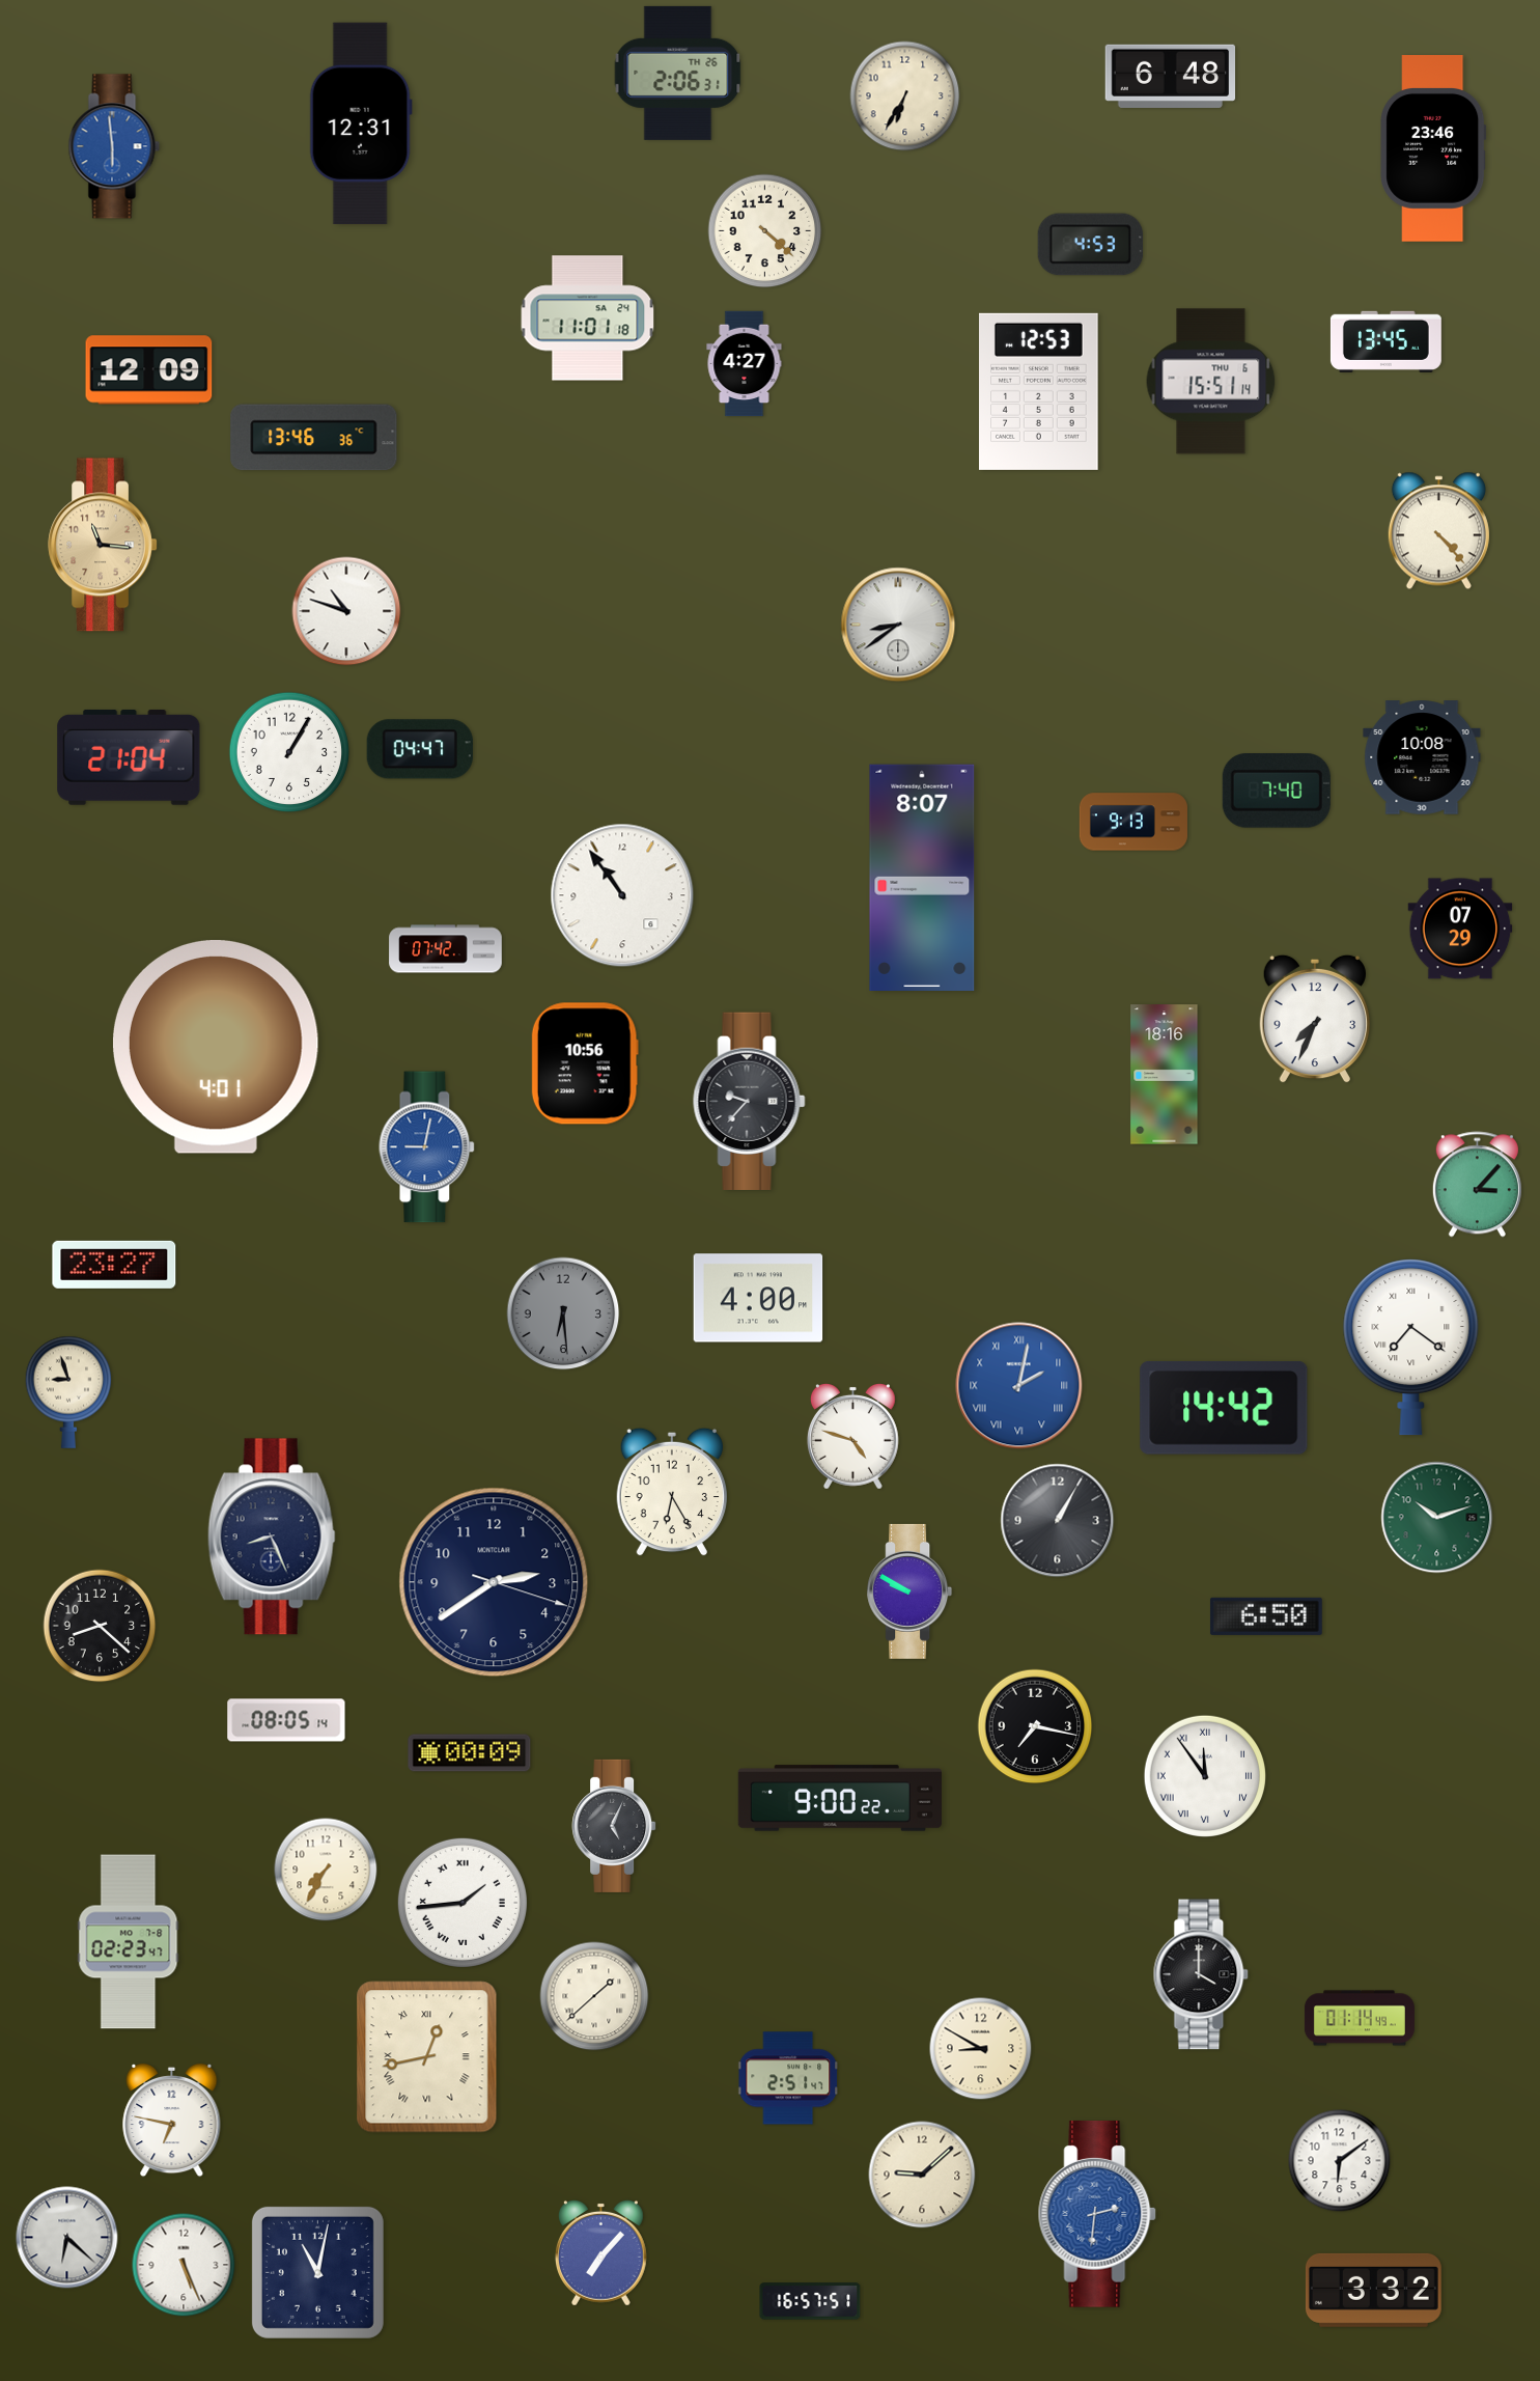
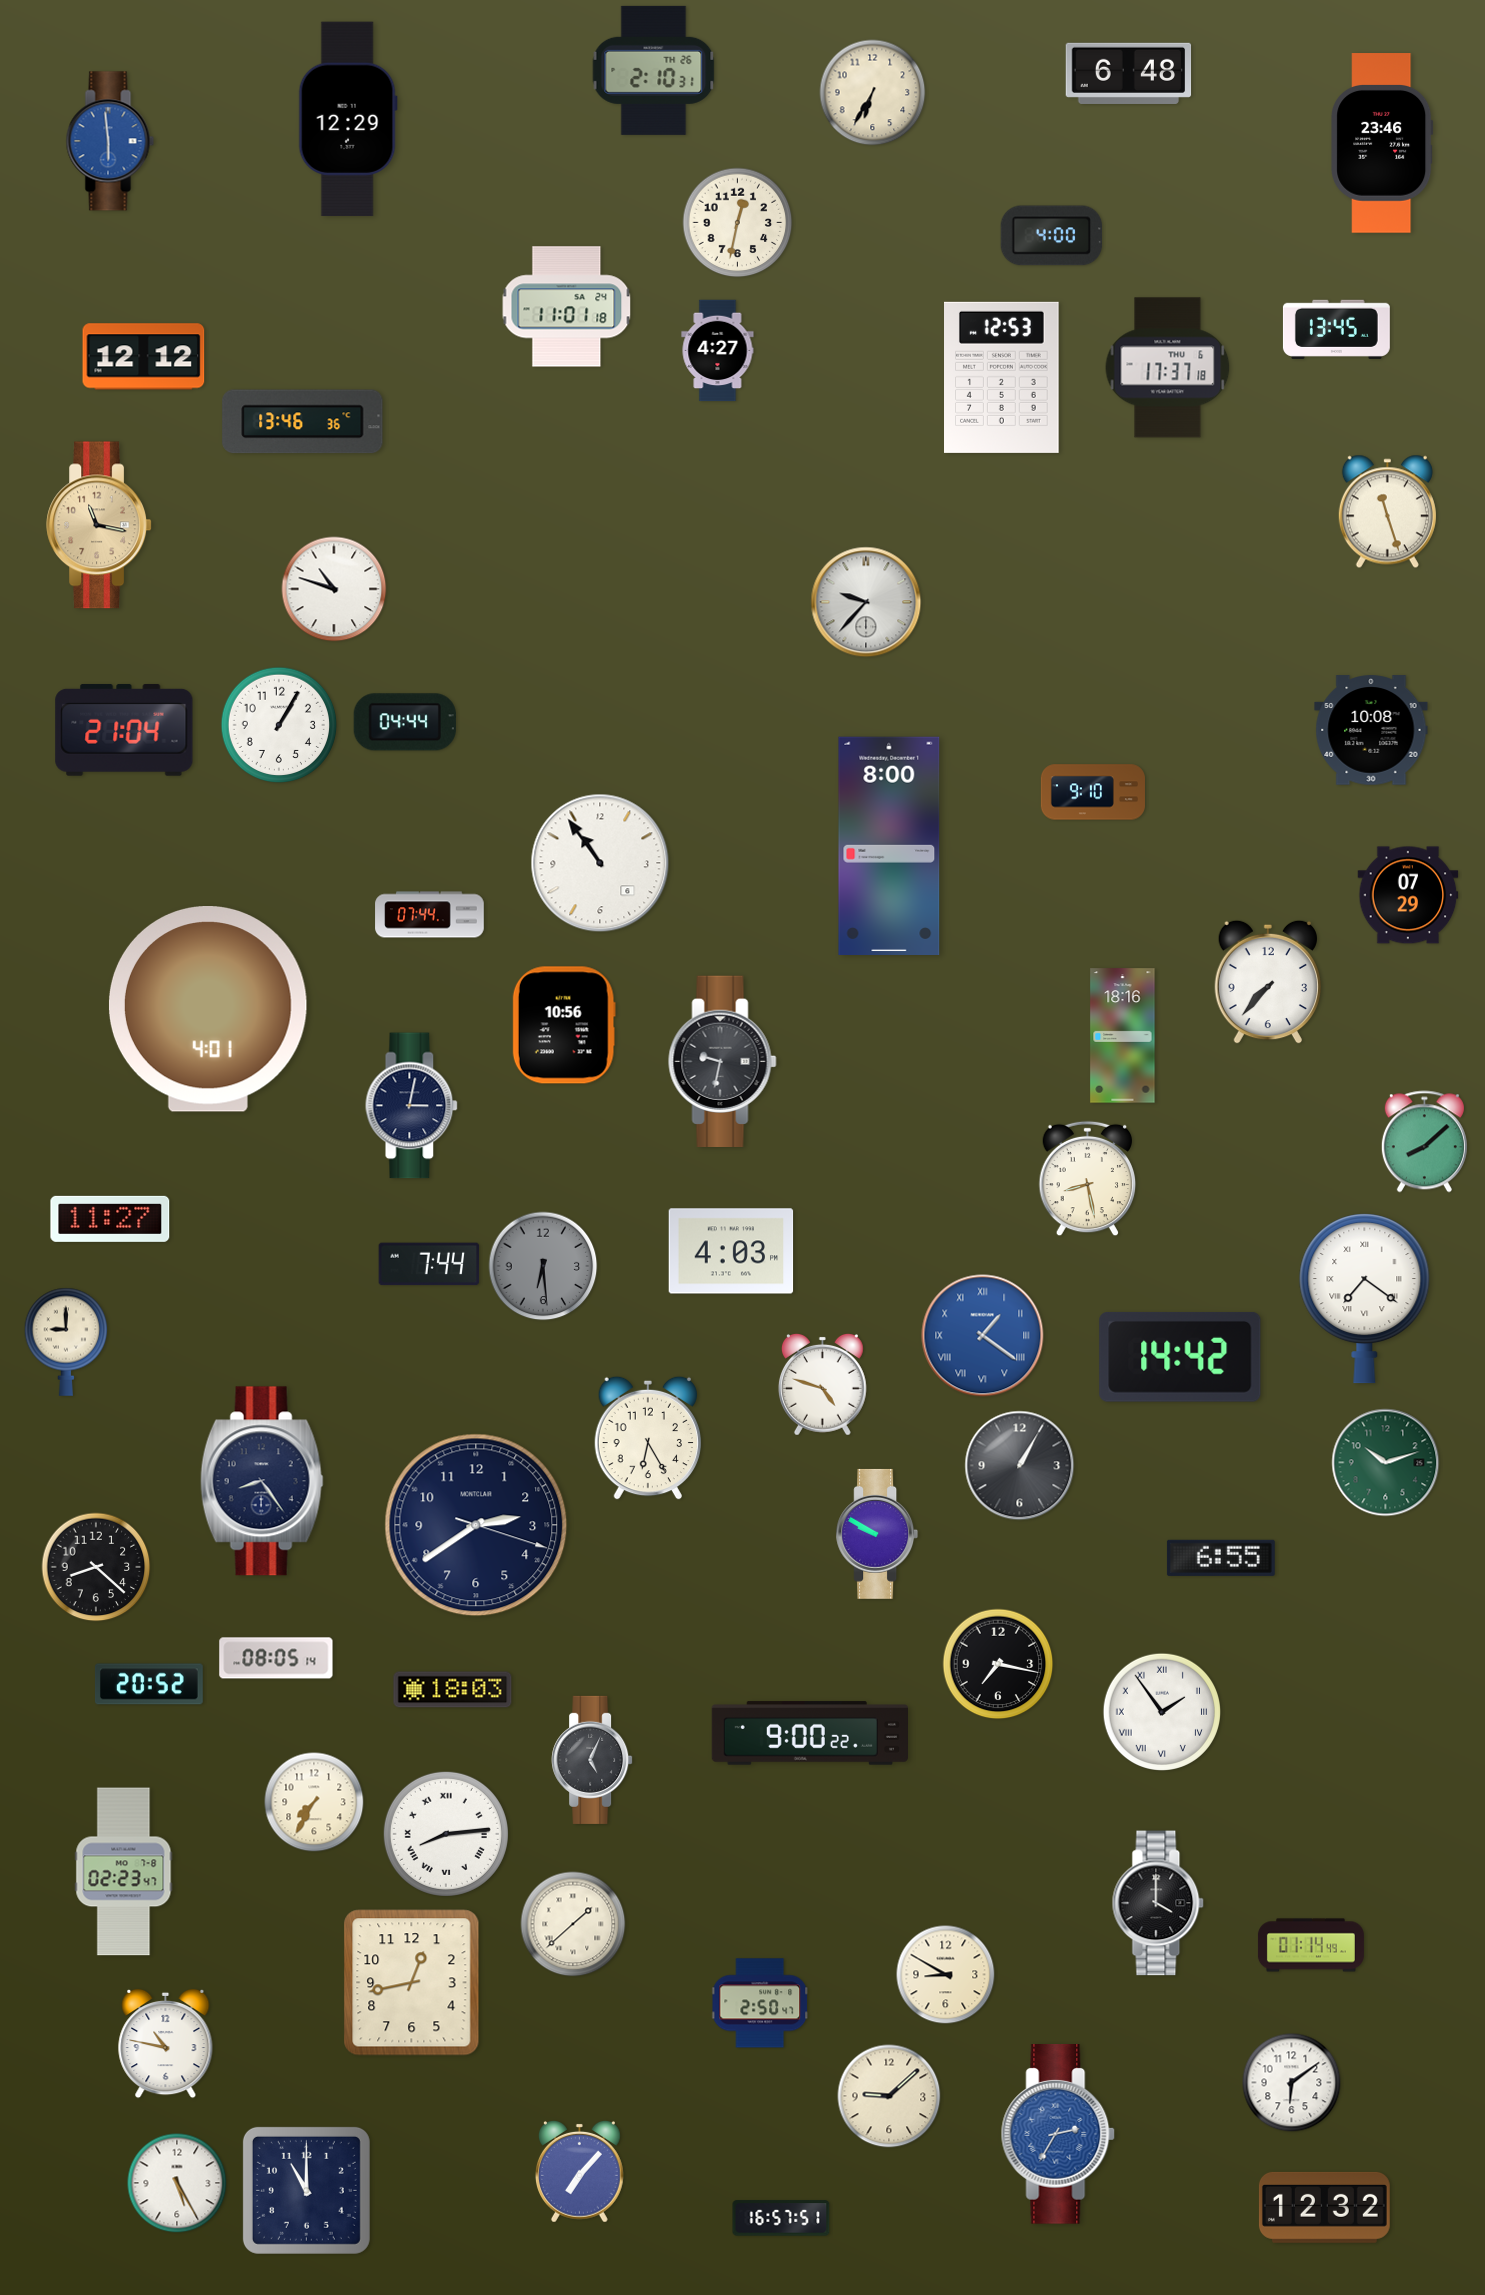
clock at (678, 73): 2:06 -> 2:10
clock at (361, 123): 12:31 -> 12:29
clock at (765, 231): 4:22 -> 12:32
clock at (1091, 245): 4:53 -> 4:00
clock at (149, 370): 12:09 -> 12:12
clock at (1211, 382): 15:51 -> 17:37
clock at (1438, 531): 4:23 -> 11:27
clock at (103, 545): 11:16 -> 11:17
clock at (898, 625): 8:39 -> 9:37
clock at (420, 749): 04:47 -> 04:44
clock at (1277, 792): 7:40 -> none
clock at (1133, 822): 9:13 -> 9:10
clock at (922, 877): 8:07 -> 8:00
clock at (446, 949): 07:42 -> 07:44
clock at (1314, 1019): 7:34 -> 7:37
clock at (750, 1101): 9:37 -> 9:32
clock at (427, 1147): 9:02 -> 3:02
clock at (427, 1147) dial: blue -> navy
clock at (1477, 1185): 3:07 -> 8:08
clock at (1088, 1179): none -> 8:28
clock at (114, 1265): 23:27 -> 11:27
clock at (758, 1298): 4:00 -> 4:03
clock at (429, 1264): none -> 7:44
clock at (1411, 1348) position: (1411, 1348) -> (1365, 1299)
clock at (1019, 1386): 2:02 -> 1:21
clock at (68, 1392): 8:57 -> 9:00
clock at (272, 1536): 8:26 -> 8:24
clock at (1266, 1616): 6:50 -> 6:55
clock at (149, 1684): none -> 20:52
clock at (470, 1753): 00:09 -> 18:03
clock at (1205, 1776): 11:54 -> 1:54
clock at (463, 1903): 1:44 -> 8:14
clock at (427, 2057) numerals: Roman -> Arabic
clock at (789, 2078): 2:51 -> 2:50
clock at (172, 2121): 6:47 -> 10:47
clock at (1097, 2215): 2:31 -> 2:35
clock at (67, 2238): 6:22 -> none
clock at (184, 2265): 5:26 -> 5:25
clock at (317, 2272): 11:02 -> 11:00
clock at (1373, 2290): 3:32 -> 12:32
